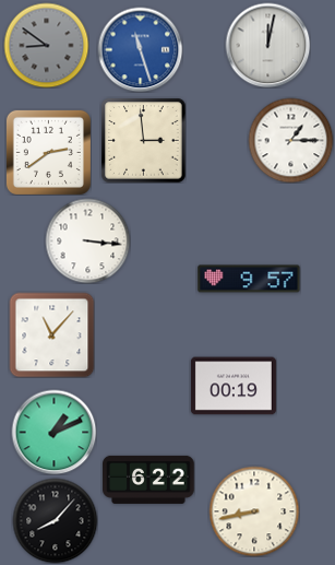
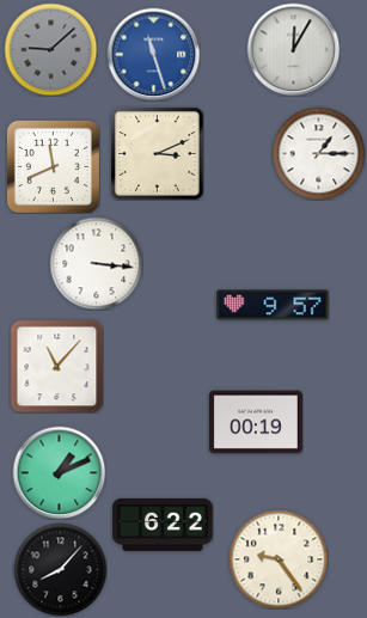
clock at (46, 45): 8:51 -> 9:08
clock at (267, 45): 12:02 -> 12:05
clock at (143, 140): 2:59 -> 3:11
clock at (48, 152): 2:39 -> 11:41
clock at (254, 511): 8:43 -> 9:24
